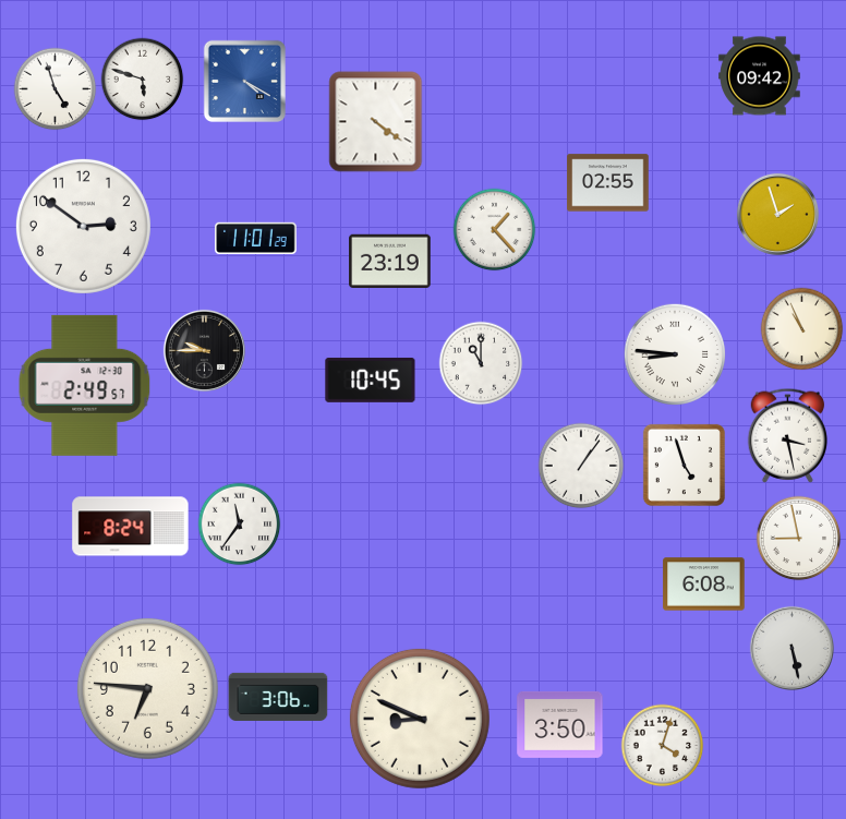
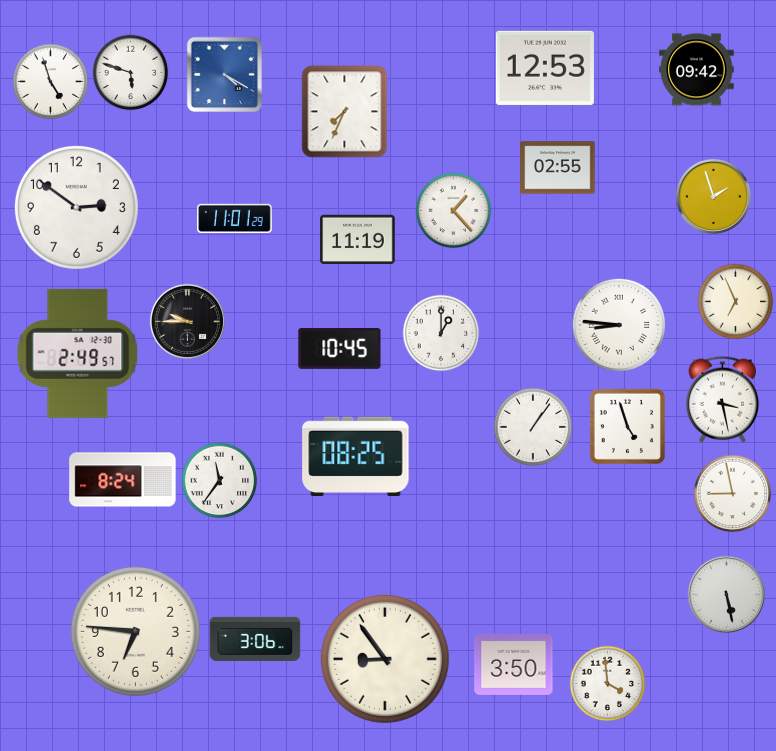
clock at (545, 68): none -> 12:53
clock at (376, 122): 4:21 -> 7:34
clock at (390, 261): 23:19 -> 11:19
clock at (802, 329): 10:56 -> 6:56
clock at (481, 363): 11:00 -> 1:00
clock at (356, 457): none -> 08:25
clock at (131, 527) position: (131, 527) -> (123, 480)
clock at (704, 585): 6:08 -> none
clock at (420, 719): 8:49 -> 8:54
clock at (663, 746): 4:03 -> 3:59
